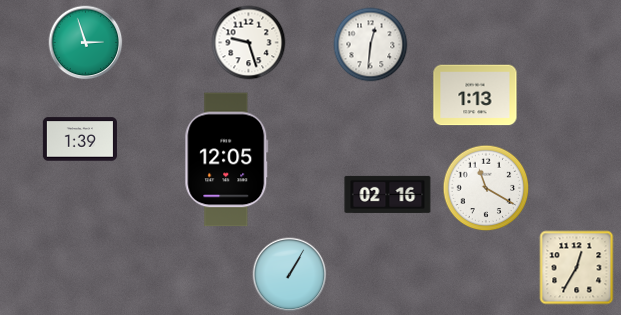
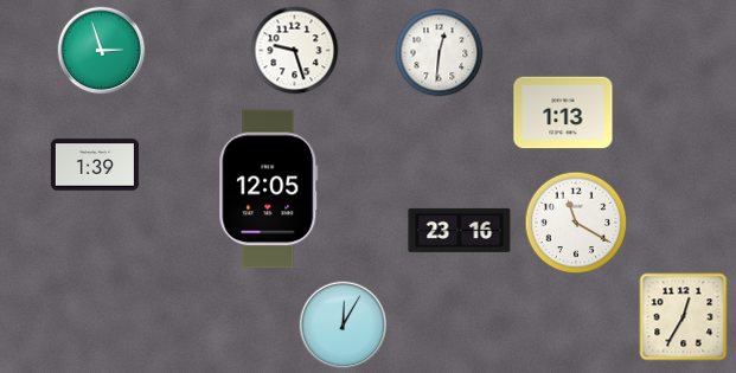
clock at (388, 194): 02:16 -> 23:16
clock at (290, 275): 1:05 -> 12:05
